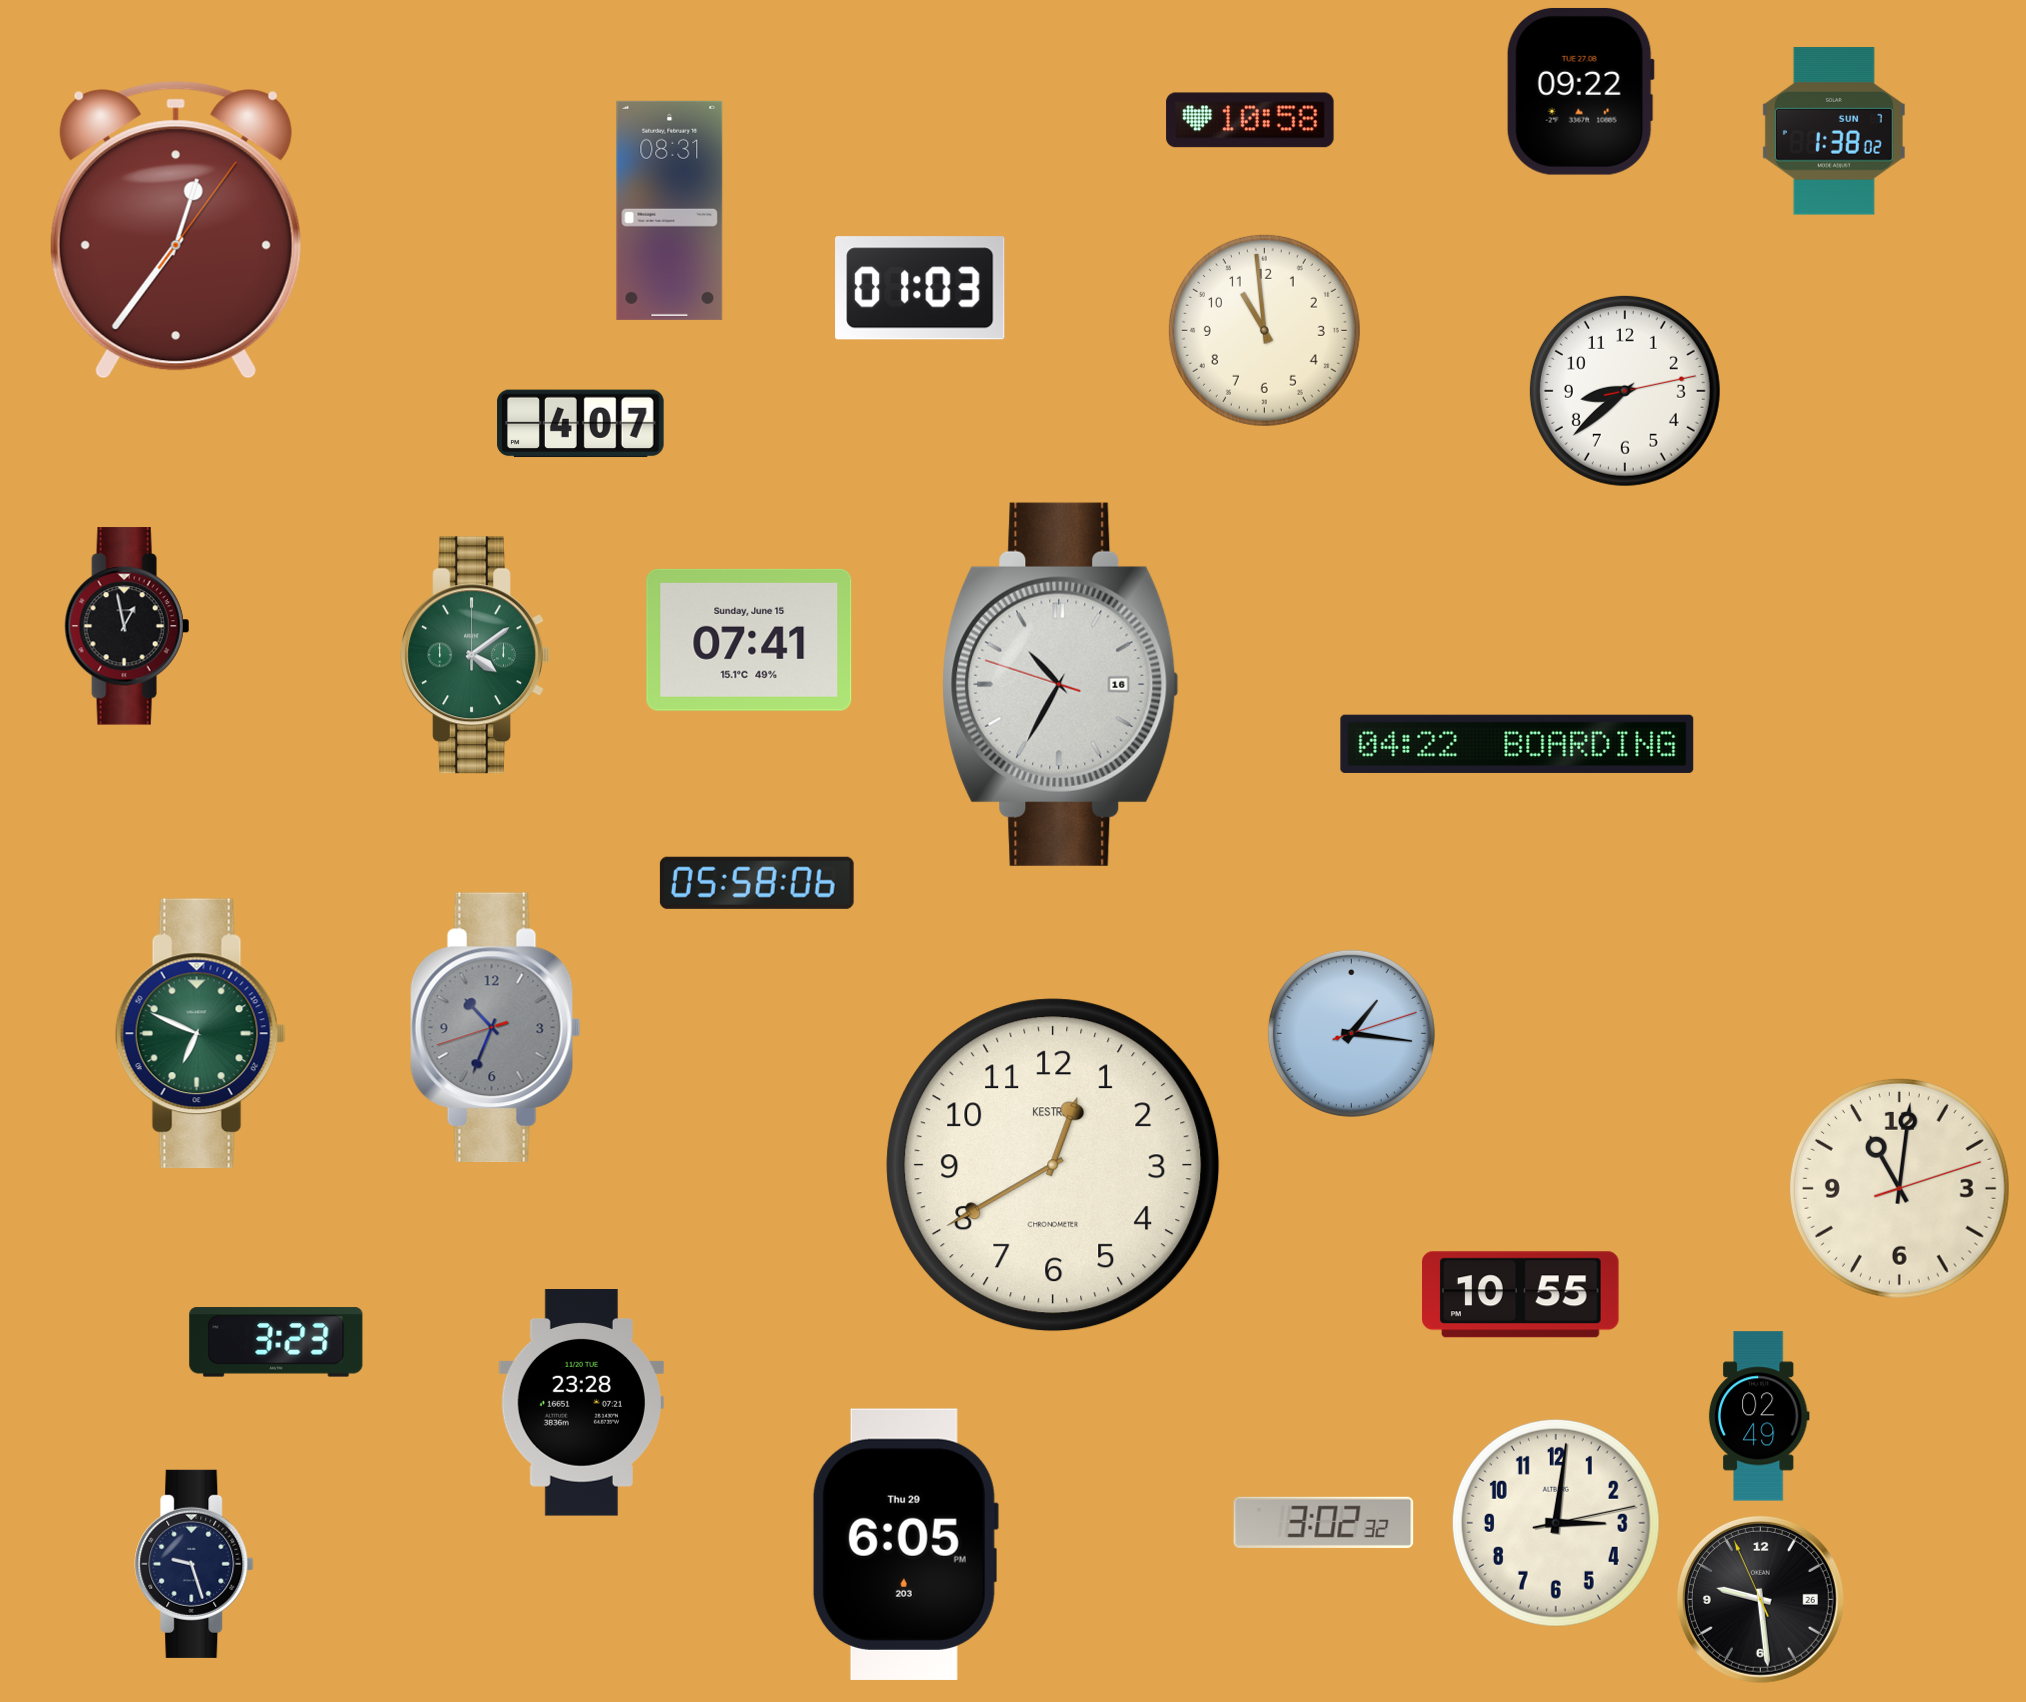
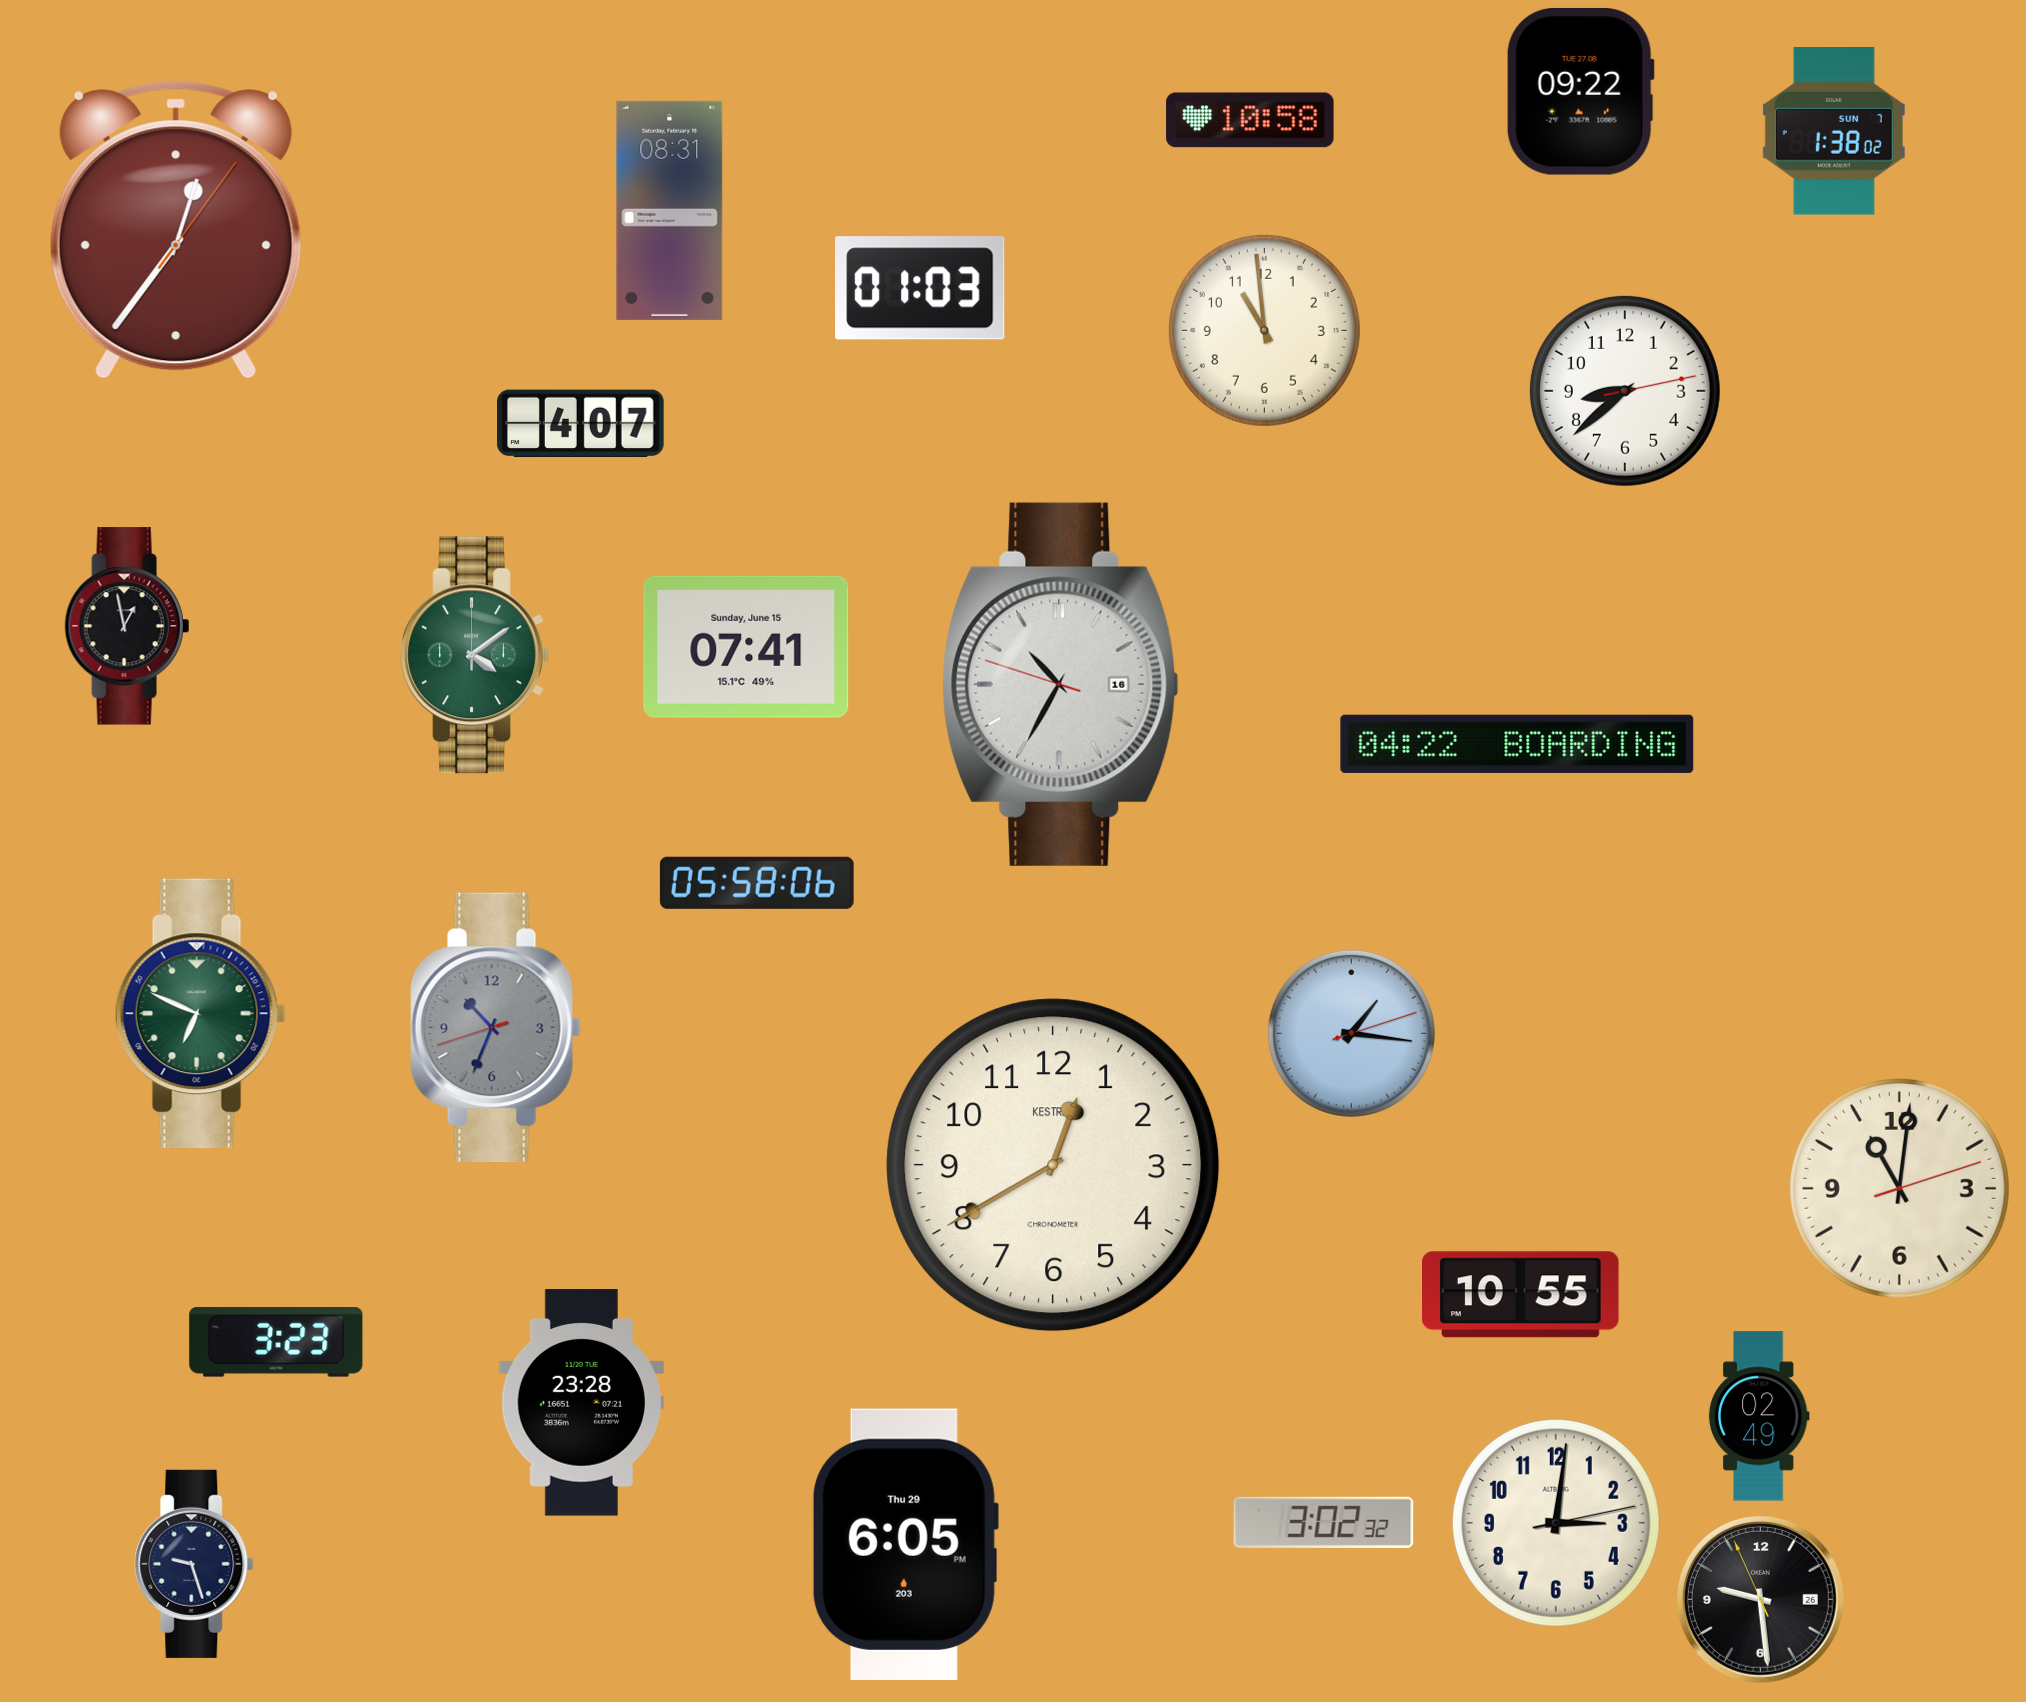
clock at (749, 640) position: (749, 640) -> (746, 647)
clock at (200, 1034) position: (200, 1034) -> (200, 1014)
